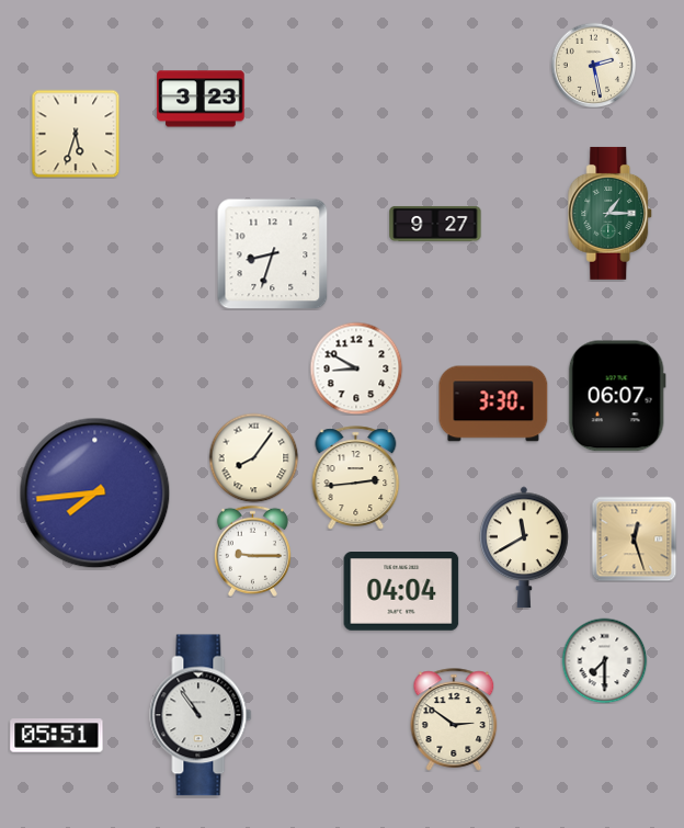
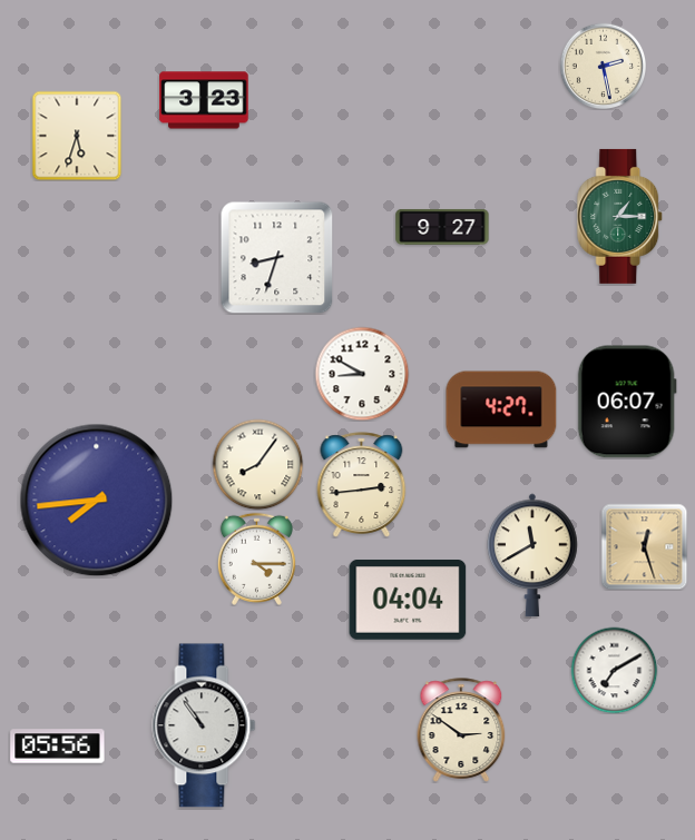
clock at (493, 404): 3:30 -> 4:27
clock at (252, 551): 9:15 -> 4:15
clock at (604, 660): 7:30 -> 7:10
clock at (57, 736): 05:51 -> 05:56
